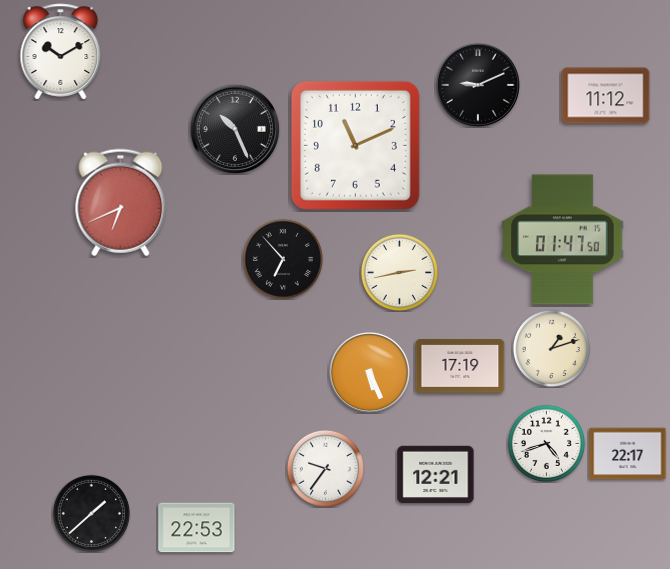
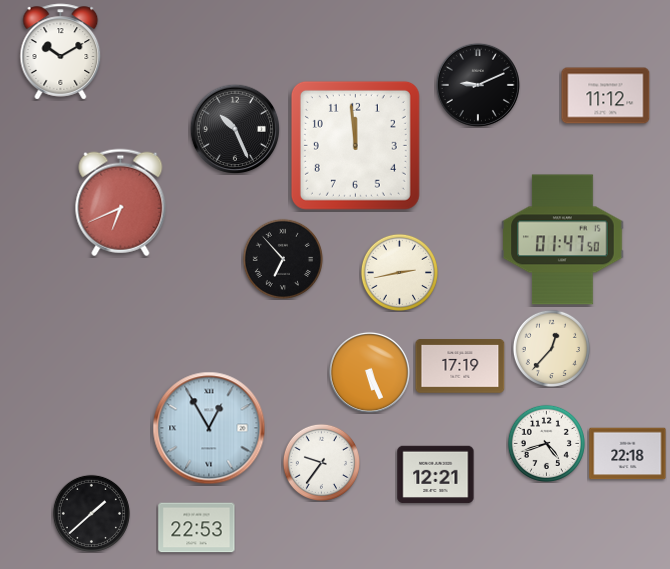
clock at (355, 145): 11:11 -> 11:59
clock at (551, 348): 1:12 -> 12:37
clock at (209, 428): none -> 12:55
clock at (628, 454): 22:17 -> 22:18
clock at (325, 468) position: (325, 468) -> (321, 462)
